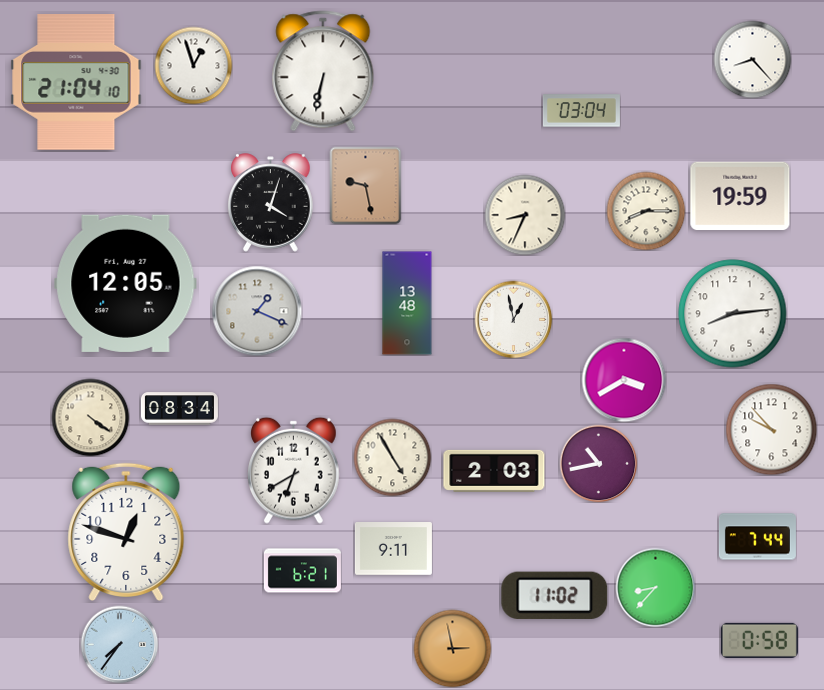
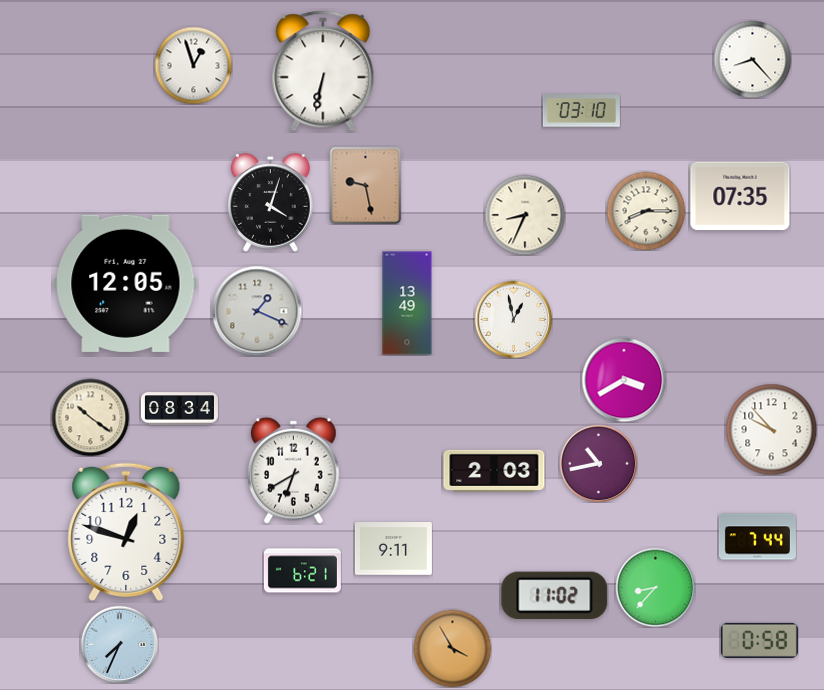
clock at (76, 82): 21:04 -> none
clock at (581, 111): 03:04 -> 03:10
clock at (740, 196): 19:59 -> 07:35
clock at (407, 303): 13:48 -> 13:49
clock at (733, 314): 8:14 -> none
clock at (90, 417): 4:21 -> 10:21
clock at (392, 457): 4:55 -> none
clock at (119, 644): 7:36 -> 7:34
clock at (452, 648): 2:58 -> 3:55
